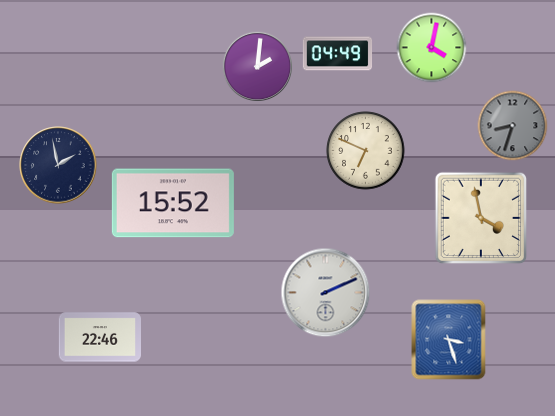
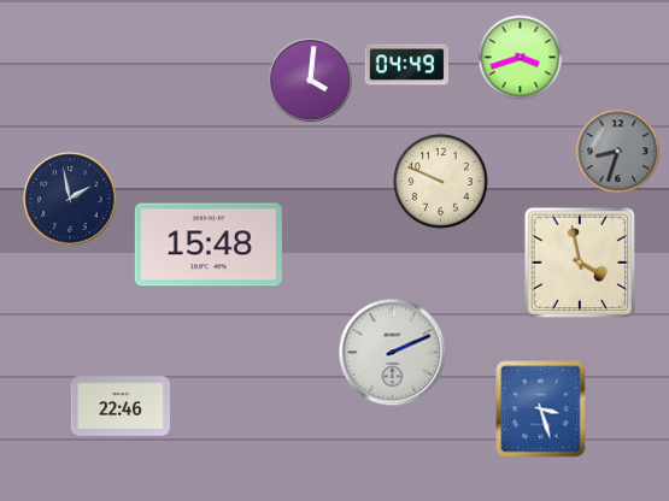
clock at (432, 48): 4:02 -> 3:42
clock at (257, 66): 2:01 -> 4:01
clock at (366, 151): 6:49 -> 9:49
clock at (173, 203): 15:52 -> 15:48
